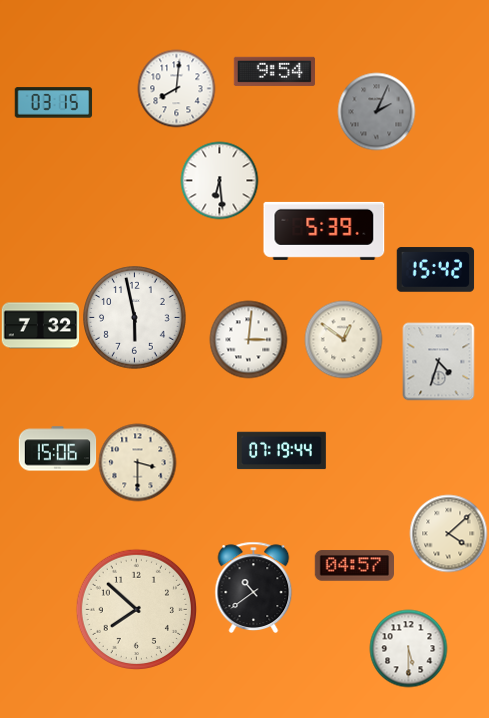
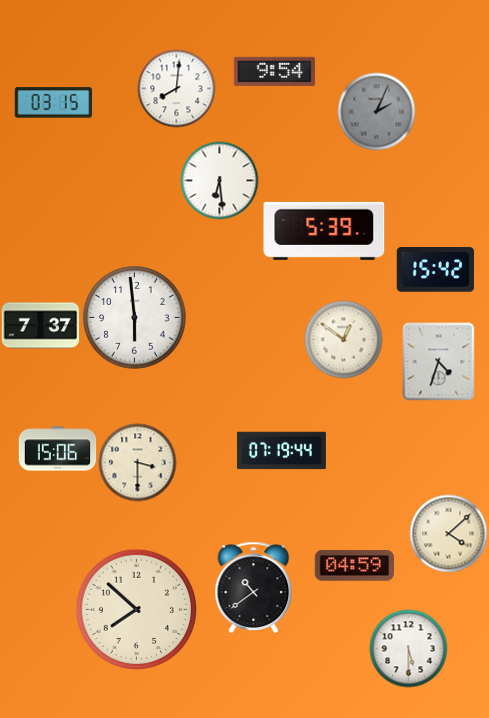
clock at (135, 318): 5:58 -> 5:59
clock at (40, 326): 7:32 -> 7:37
clock at (248, 339): 3:01 -> none
clock at (354, 566): 04:57 -> 04:59
